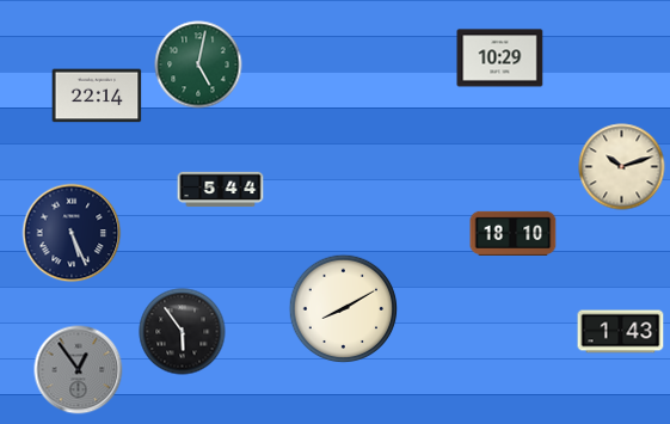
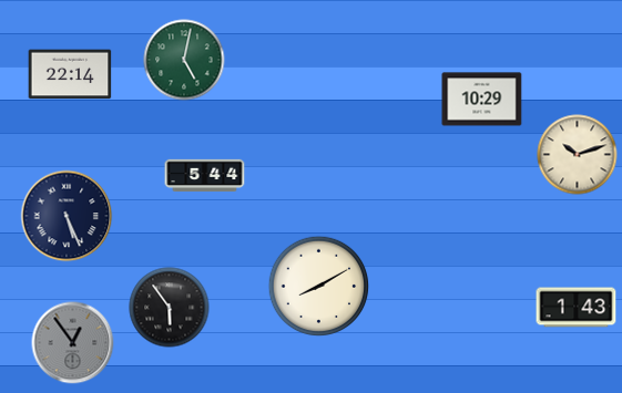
clock at (500, 59) position: (500, 59) -> (482, 100)
clock at (97, 96) position: (97, 96) -> (70, 74)
clock at (514, 233): 18:10 -> none
